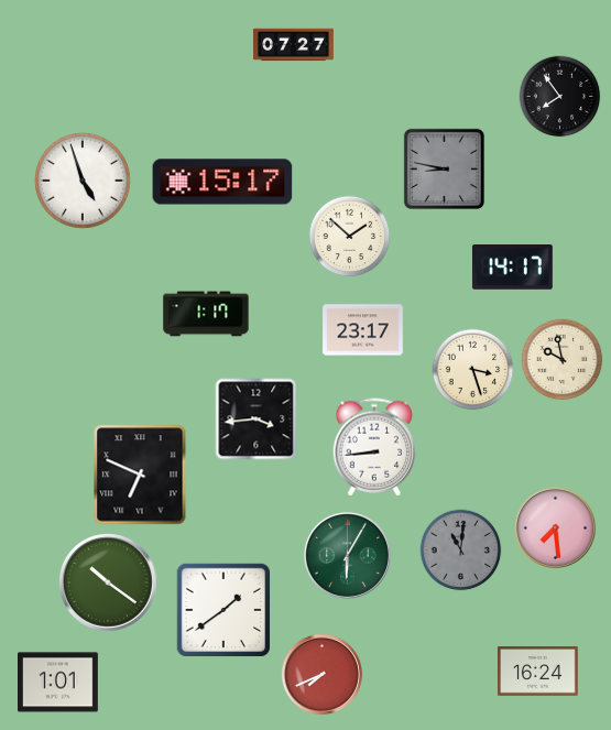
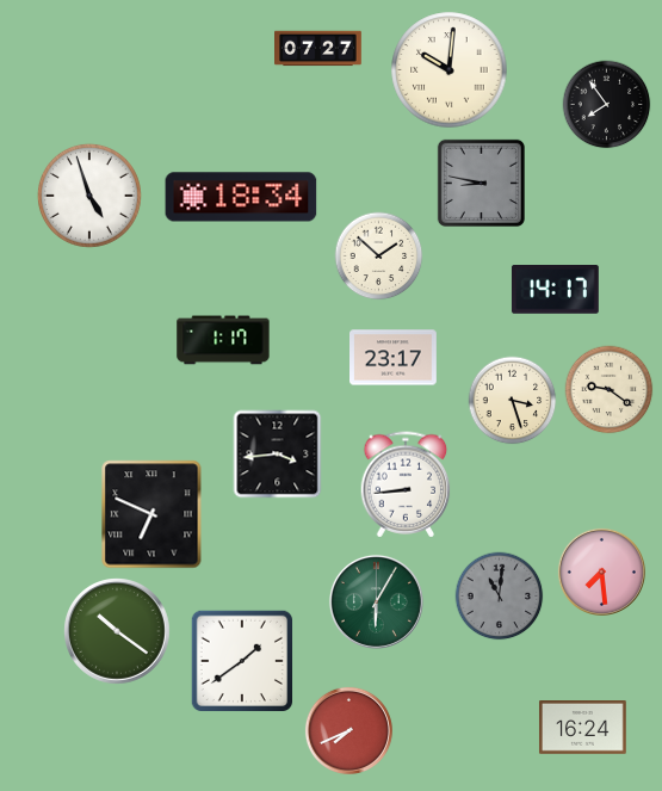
clock at (450, 70): none -> 10:01
clock at (222, 182): 15:17 -> 18:34
clock at (563, 360): 9:58 -> 9:21
clock at (58, 683): 1:01 -> none
